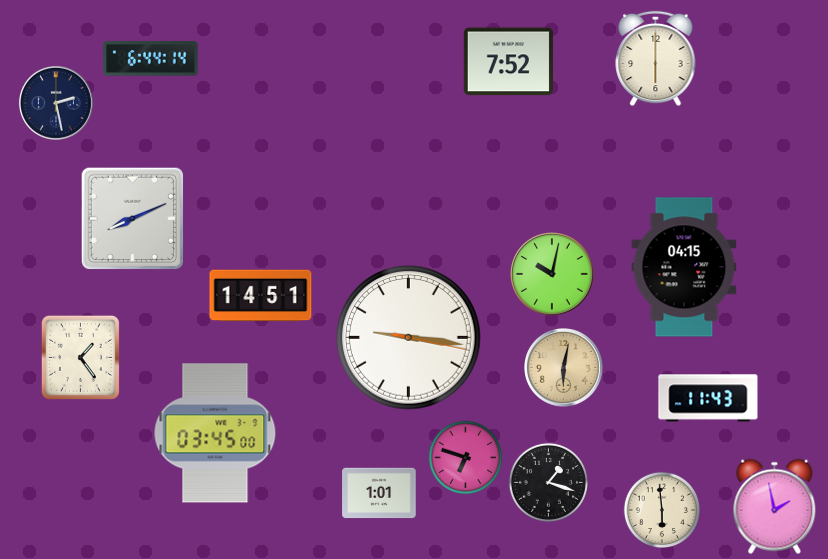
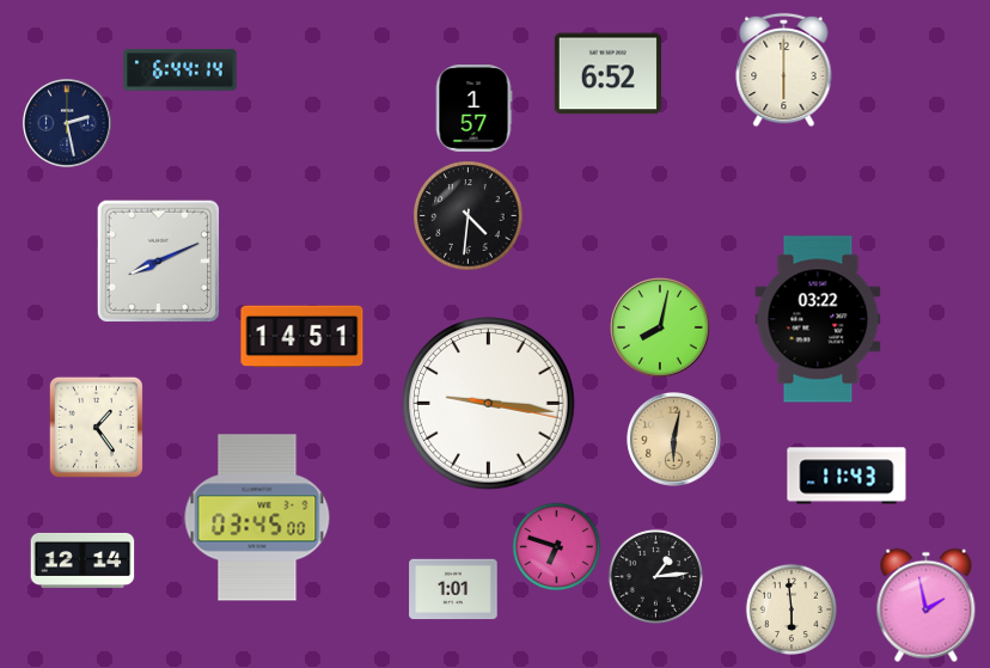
clock at (508, 62): 7:52 -> 6:52
clock at (473, 109): none -> 1:57
clock at (469, 216): none -> 4:31
clock at (684, 267): 04:15 -> 03:22
clock at (553, 275): 10:02 -> 8:02
clock at (261, 296) position: (261, 296) -> (302, 337)
clock at (82, 560): none -> 12:14
clock at (548, 482): 1:18 -> 1:14
